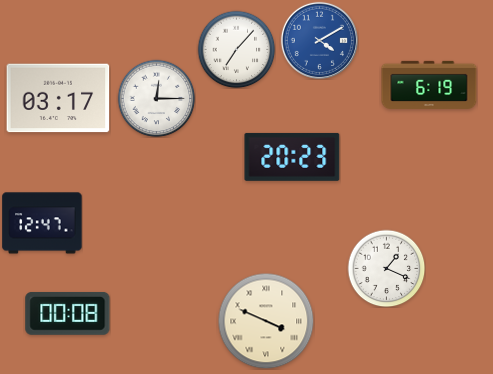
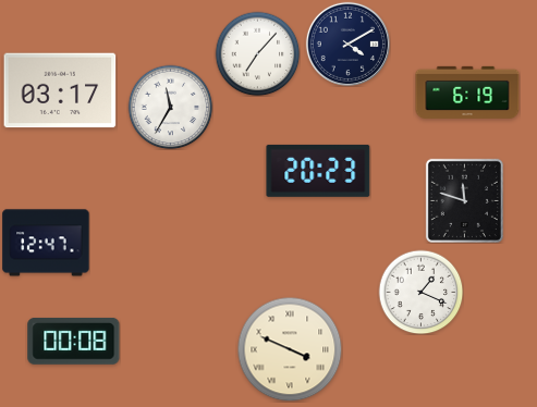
clock at (319, 40) dial: blue -> navy
clock at (58, 98) position: (58, 98) -> (60, 90)
clock at (156, 98): 12:15 -> 11:35
clock at (464, 200): none -> 11:48
